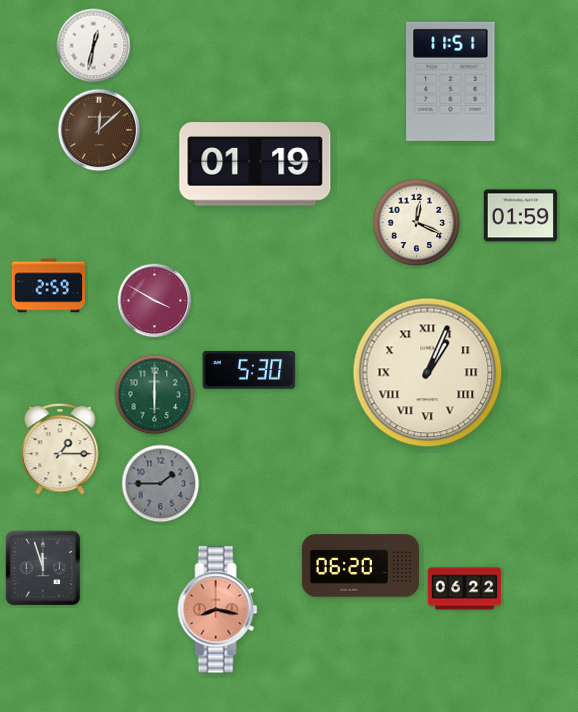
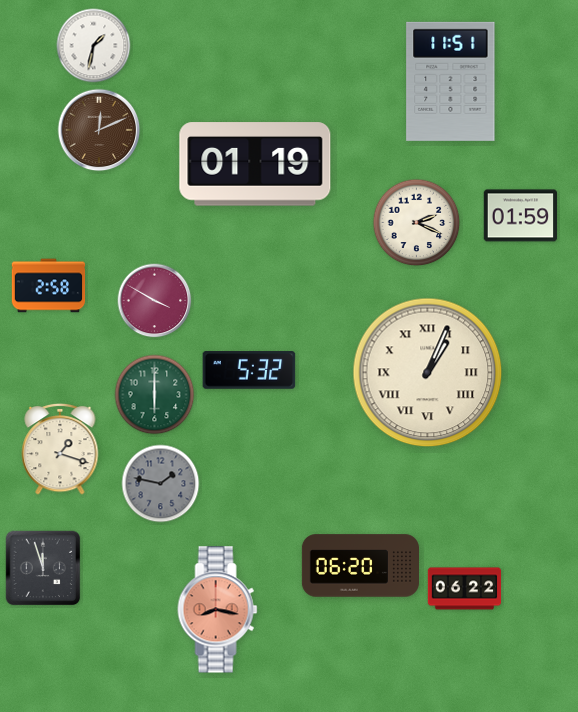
clock at (94, 46): 12:32 -> 1:32
clock at (99, 130): 12:08 -> 12:11
clock at (417, 223): 12:19 -> 2:19
clock at (49, 286): 2:59 -> 2:58
clock at (249, 370): 5:30 -> 5:32
clock at (60, 449): 1:15 -> 1:18
clock at (161, 484): 1:45 -> 1:47
